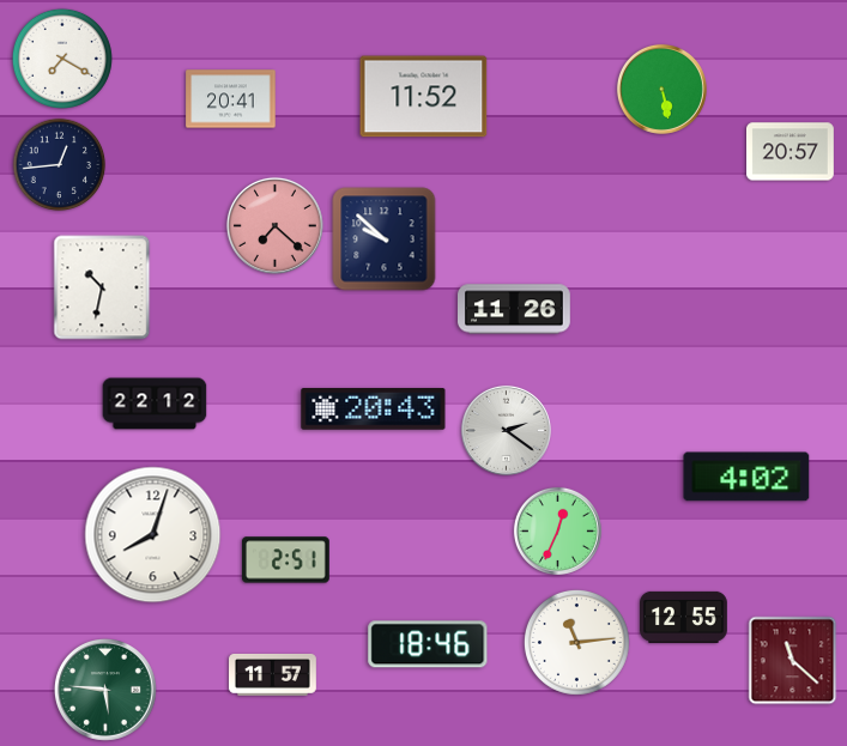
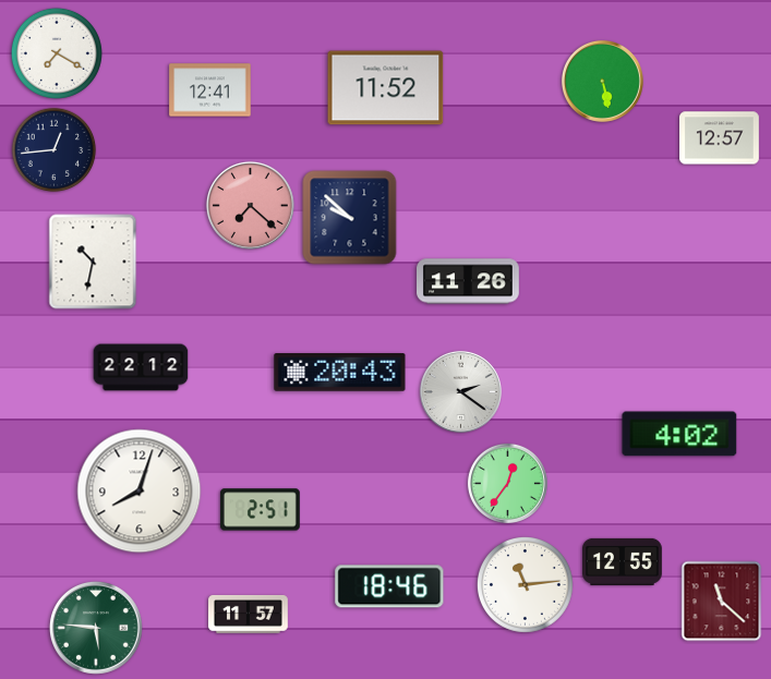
clock at (231, 99): 20:41 -> 12:41
clock at (791, 152): 20:57 -> 12:57
clock at (557, 530): 12:34 -> 12:36
clock at (153, 535) position: (153, 535) -> (140, 492)
